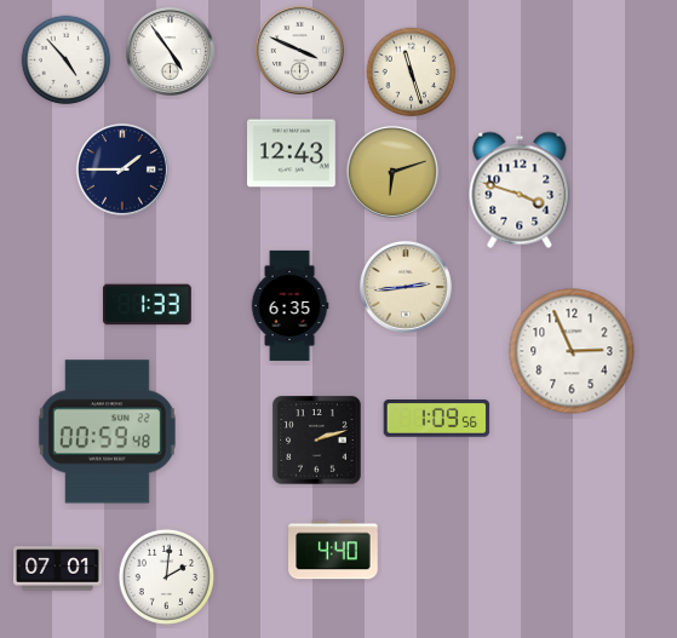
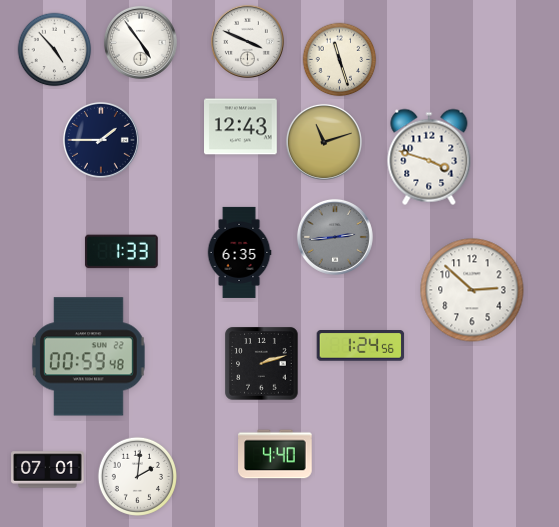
clock at (392, 172): 6:12 -> 11:12
clock at (406, 287) dial: cream -> grey
clock at (572, 351): 2:56 -> 2:52
clock at (437, 419): 1:09 -> 1:24
